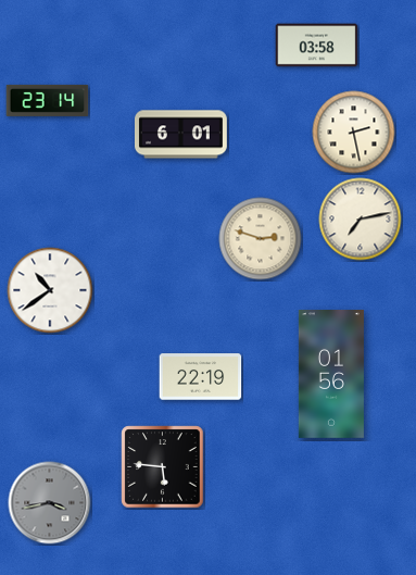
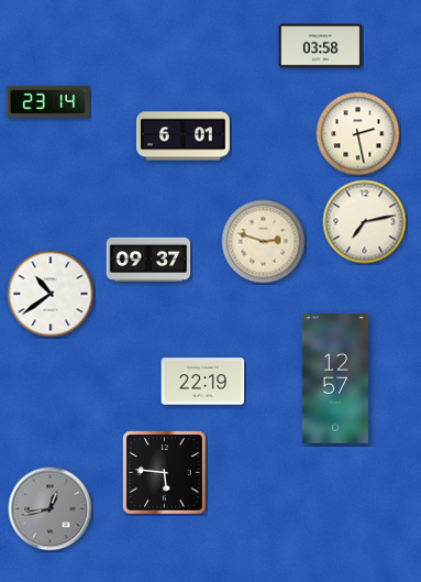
clock at (148, 260): none -> 09:37
clock at (331, 375): 01:56 -> 12:57
clock at (50, 503): 3:43 -> 12:43
